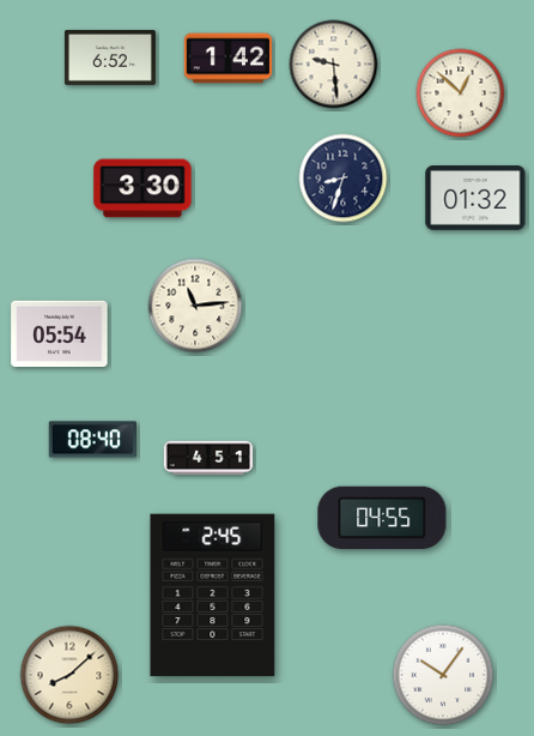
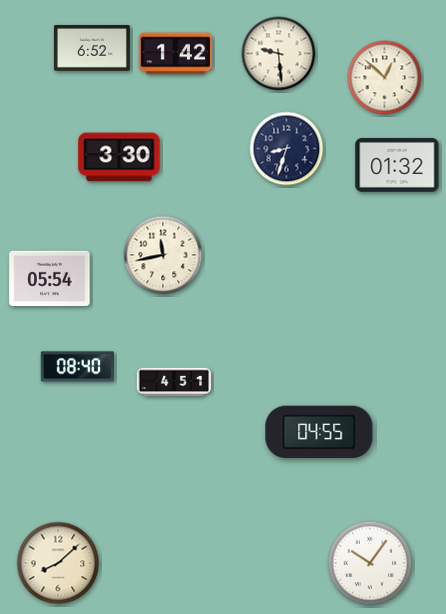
clock at (227, 59) position: (227, 59) -> (175, 54)
clock at (195, 306): 11:14 -> 11:43
clock at (213, 596): 2:45 -> none
